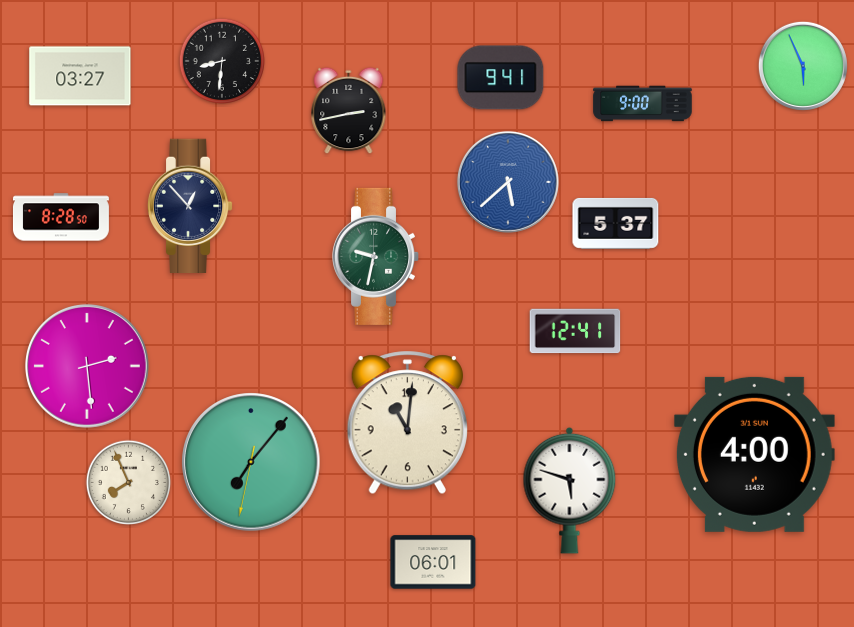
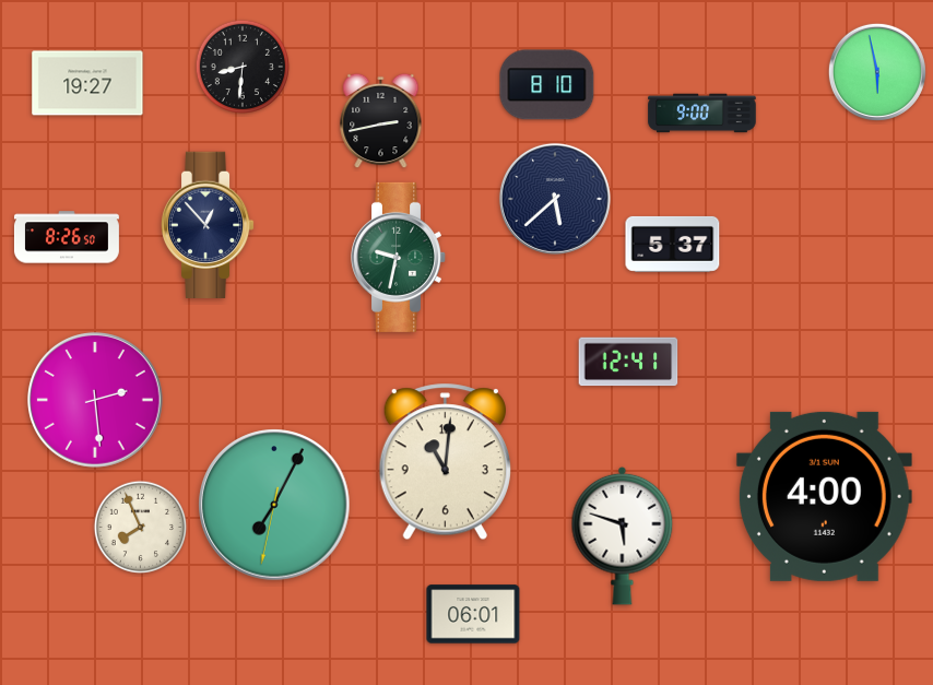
clock at (803, 66): 5:56 -> 5:58
clock at (80, 76): 03:27 -> 19:27
clock at (501, 78): 9:41 -> 8:10
clock at (508, 182) dial: blue -> navy
clock at (61, 217): 8:28 -> 8:26
clock at (376, 256) position: (376, 256) -> (399, 257)
clock at (251, 462): 7:06 -> 7:04
